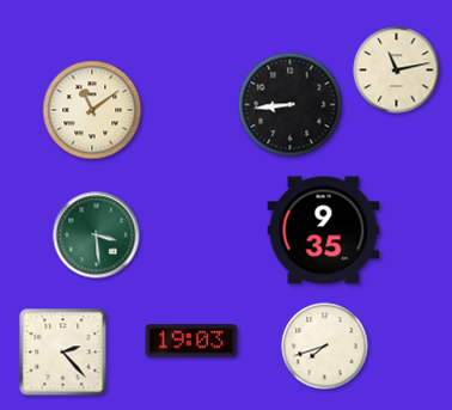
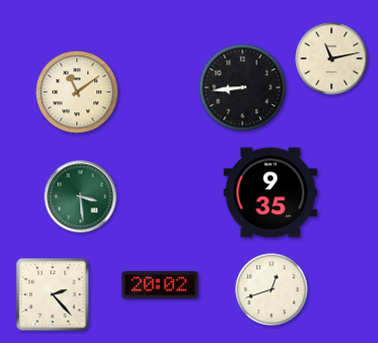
clock at (191, 341): 19:03 -> 20:02
clock at (325, 347): 7:42 -> 12:42
